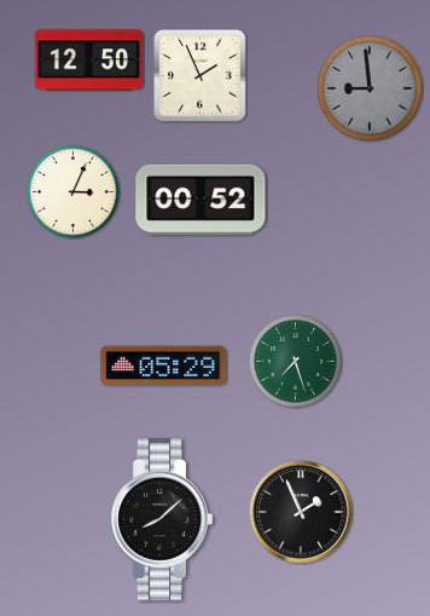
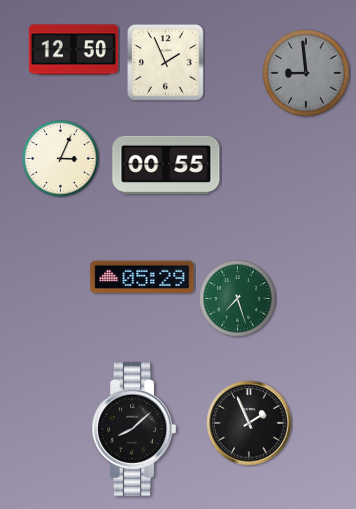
clock at (201, 200): 00:52 -> 00:55
clock at (296, 362) position: (296, 362) -> (238, 299)
clock at (163, 364) position: (163, 364) -> (142, 276)
